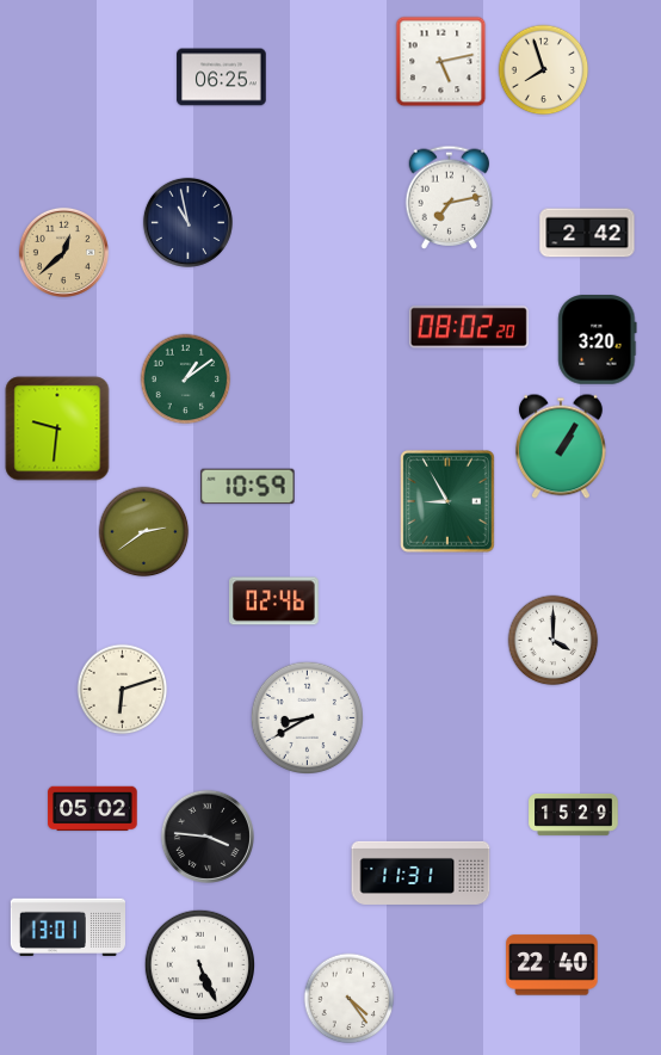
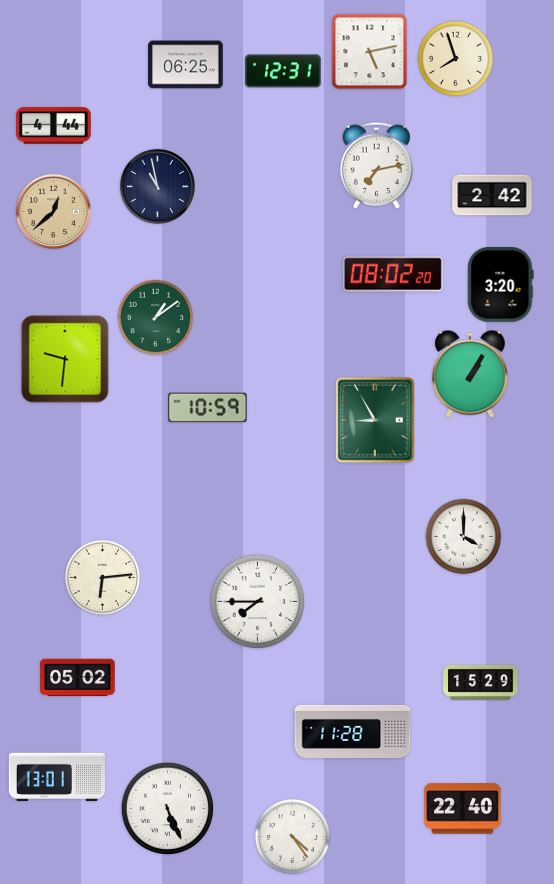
clock at (283, 71): none -> 12:31
clock at (54, 126): none -> 4:44
clock at (57, 428) position: (57, 428) -> (65, 359)
clock at (144, 532): 2:39 -> none
clock at (274, 601): 02:46 -> none
clock at (123, 690): 6:12 -> 6:14
clock at (307, 717): 8:40 -> 7:45
clock at (208, 837): 3:46 -> none
clock at (421, 872): 11:31 -> 11:28
